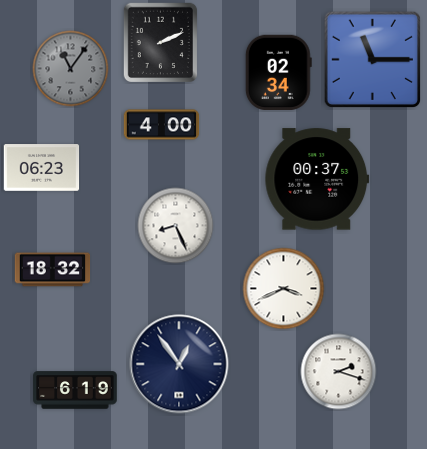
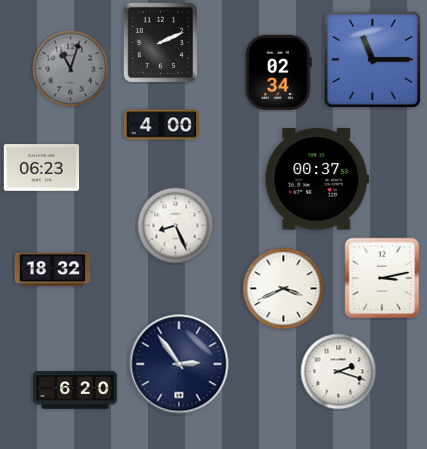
clock at (71, 69): 11:06 -> 11:03
clock at (382, 278): none -> 3:13
clock at (179, 364): 12:54 -> 2:54
clock at (75, 390): 6:19 -> 6:20
